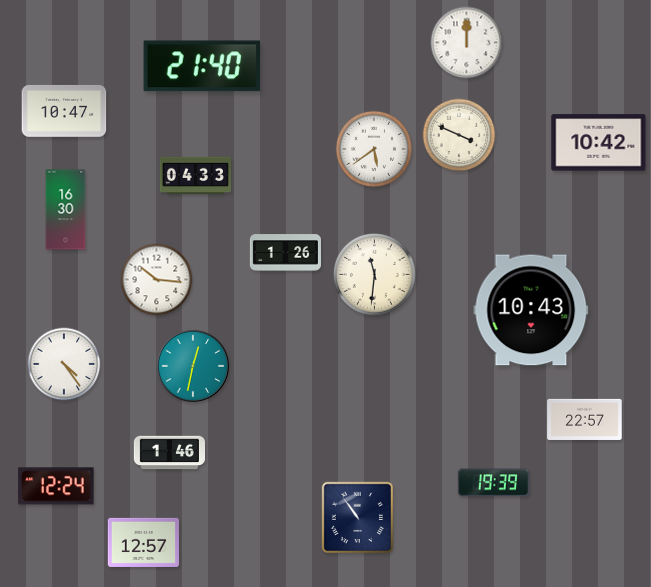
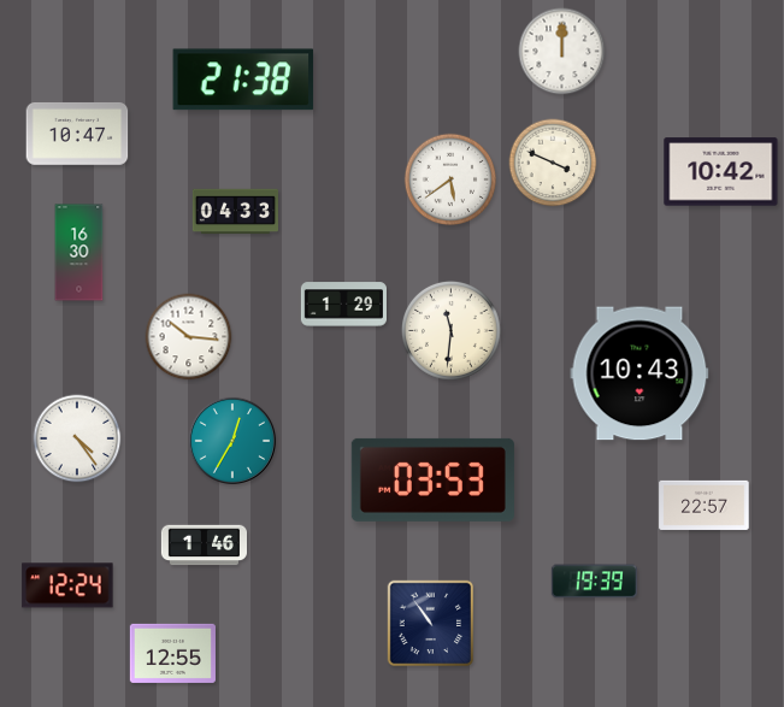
clock at (202, 66): 21:40 -> 21:38
clock at (285, 253): 1:26 -> 1:29
clock at (193, 366): 12:32 -> 12:35
clock at (432, 479): none -> 03:53
clock at (143, 542): 12:57 -> 12:55
